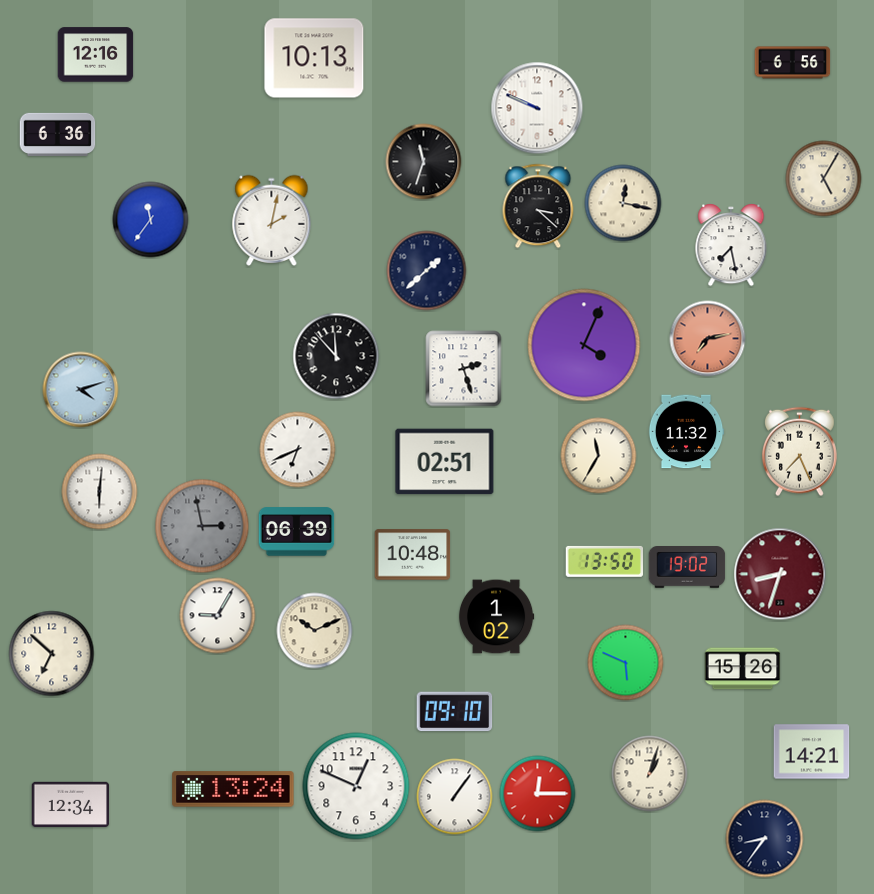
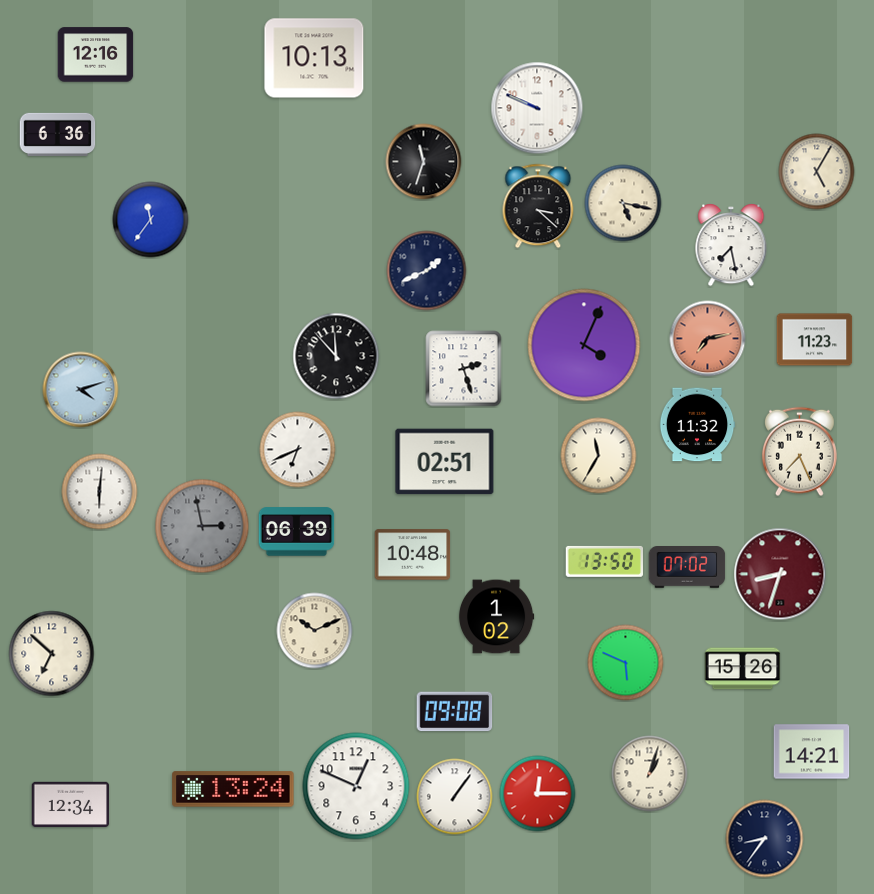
clock at (793, 63): 6:56 -> none
clock at (824, 179) position: (824, 179) -> (817, 172)
clock at (623, 203): 12:17 -> 5:17
clock at (272, 220): 2:02 -> none
clock at (427, 271): 1:38 -> 1:41
clock at (815, 340): none -> 11:23
clock at (686, 432) position: (686, 432) -> (697, 425)
clock at (687, 568): 19:02 -> 07:02
clock at (218, 616): 9:05 -> none
clock at (455, 712): 09:10 -> 09:08
